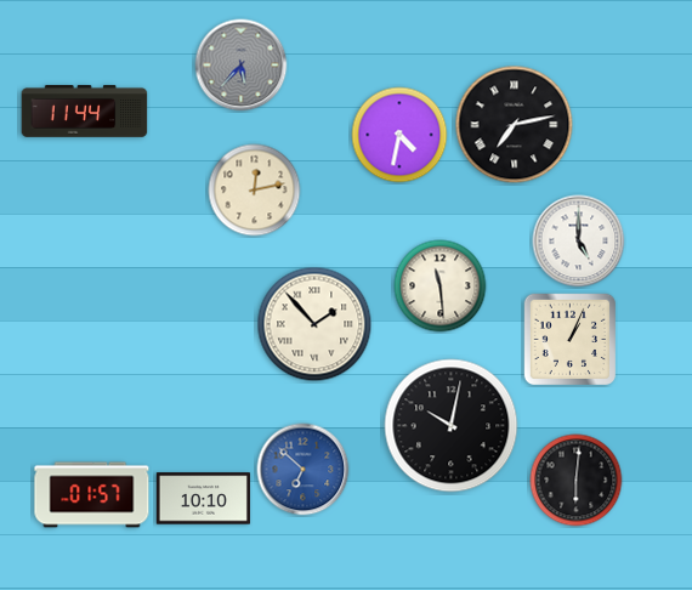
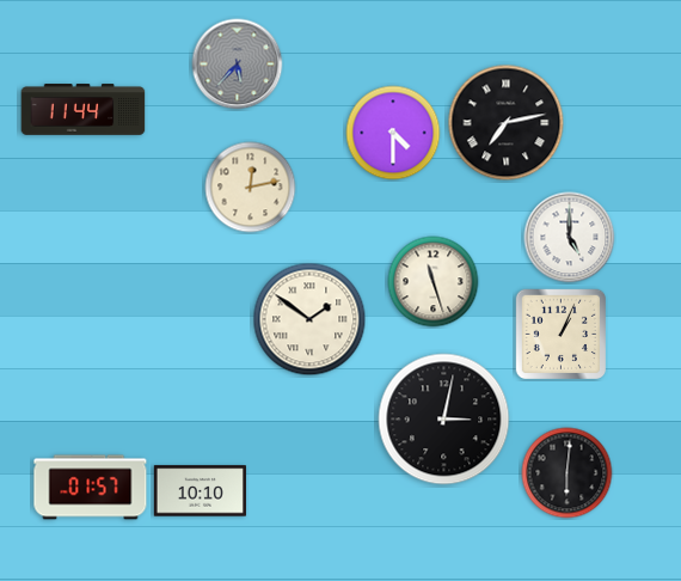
clock at (399, 135): 4:32 -> 4:30
clock at (441, 287): 11:29 -> 11:27
clock at (314, 324): 1:53 -> 1:51
clock at (452, 426): 10:02 -> 3:02
clock at (304, 470): 6:52 -> none
